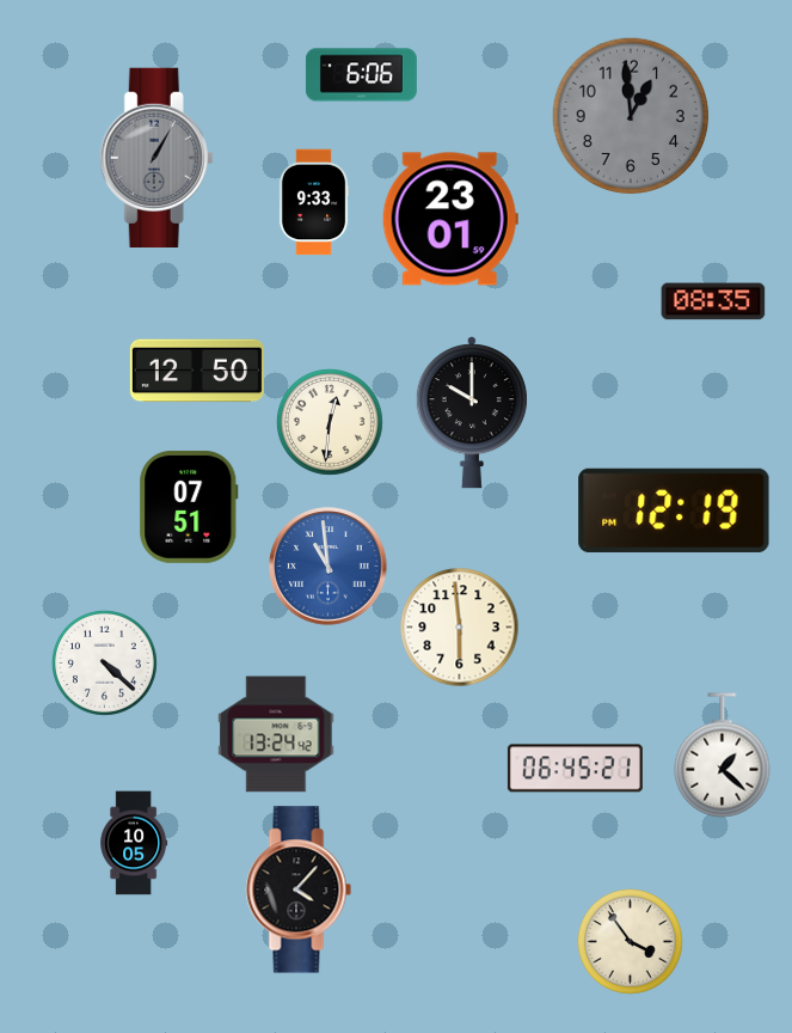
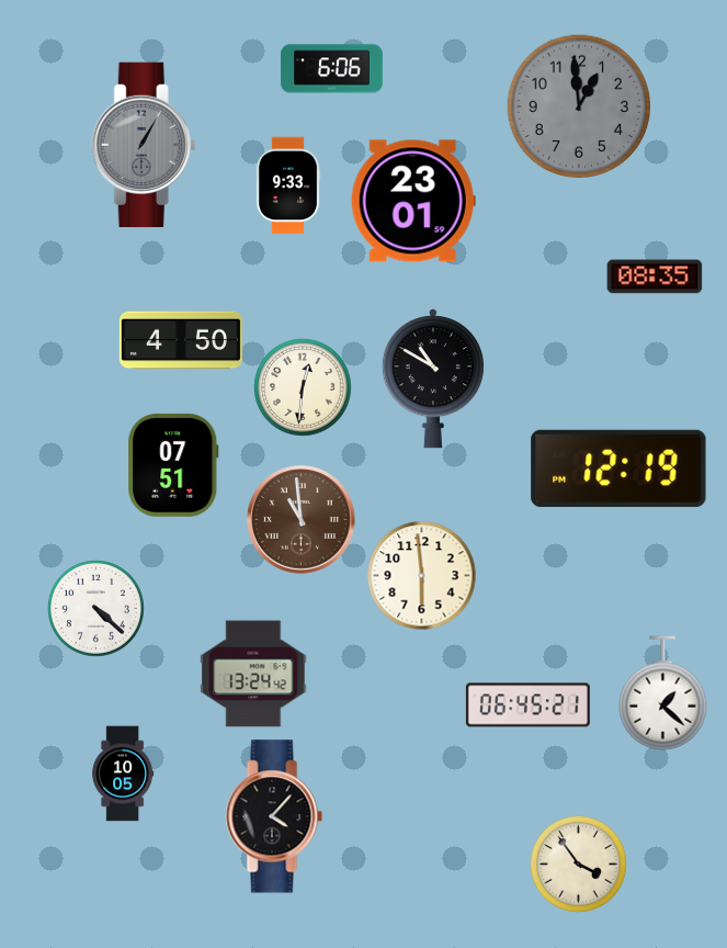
clock at (197, 371): 12:50 -> 4:50
clock at (472, 412): 10:00 -> 10:50
clock at (329, 567) dial: blue -> brown
